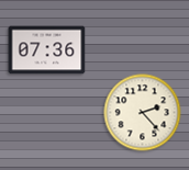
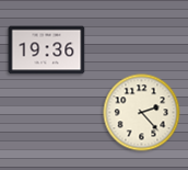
clock at (47, 50): 07:36 -> 19:36
